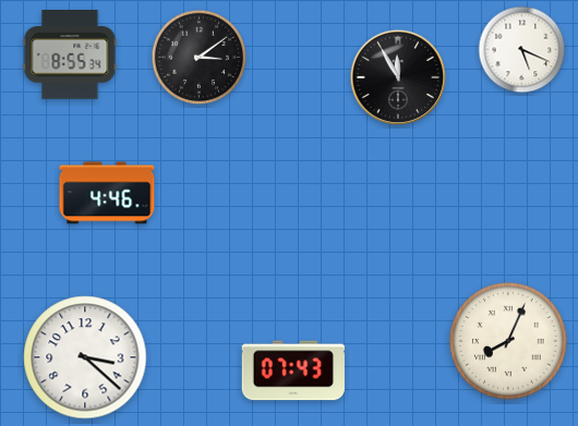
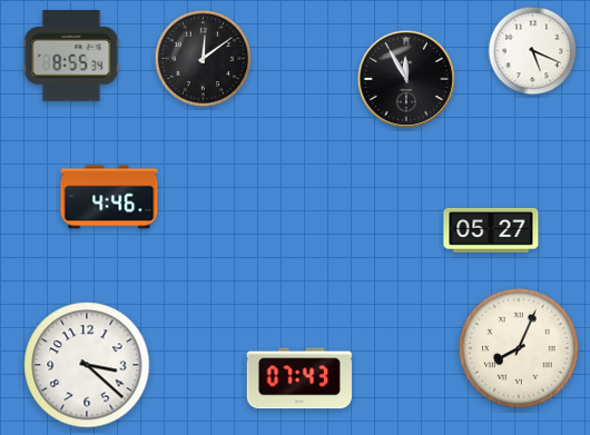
clock at (200, 58): 3:09 -> 12:09
clock at (491, 230): none -> 05:27
